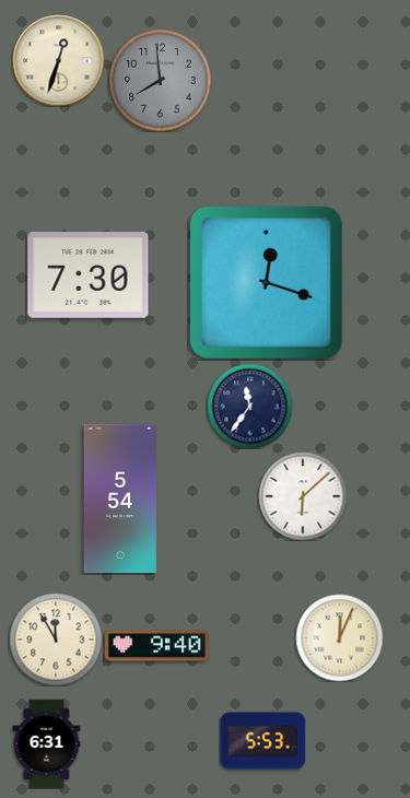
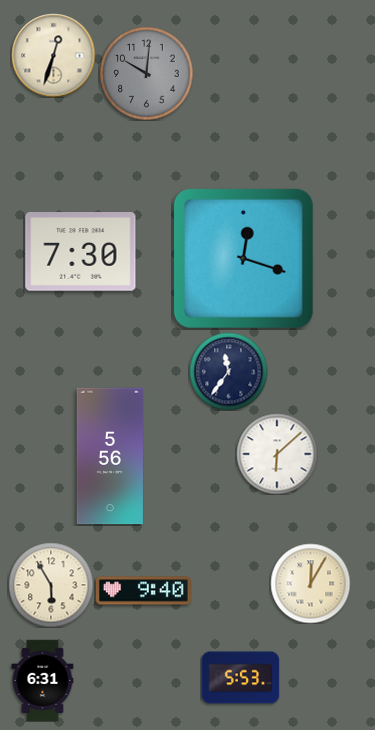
clock at (160, 80): 7:59 -> 10:01
clock at (120, 498): 5:54 -> 5:56
clock at (339, 637): 12:04 -> 12:05
clock at (56, 639): 11:55 -> 5:55
